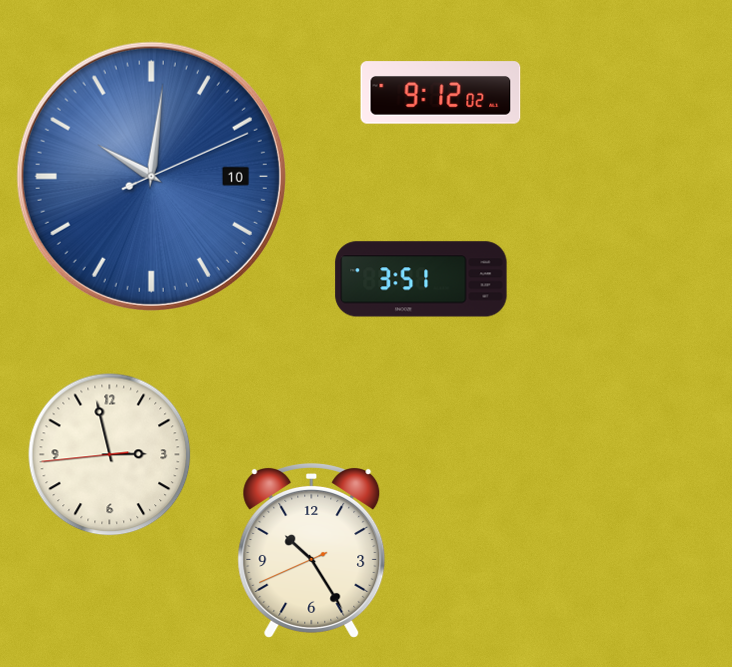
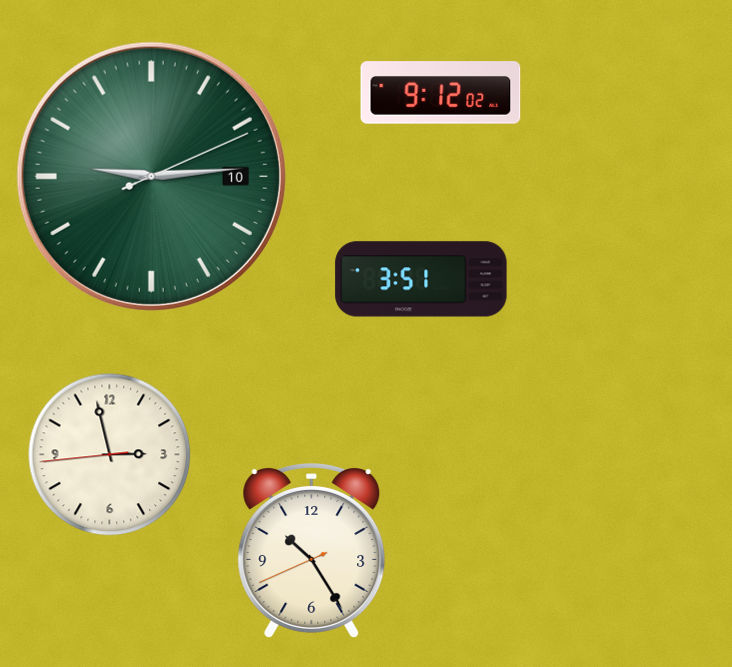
clock at (151, 176): 10:01 -> 9:14
clock at (151, 176) dial: blue -> green
